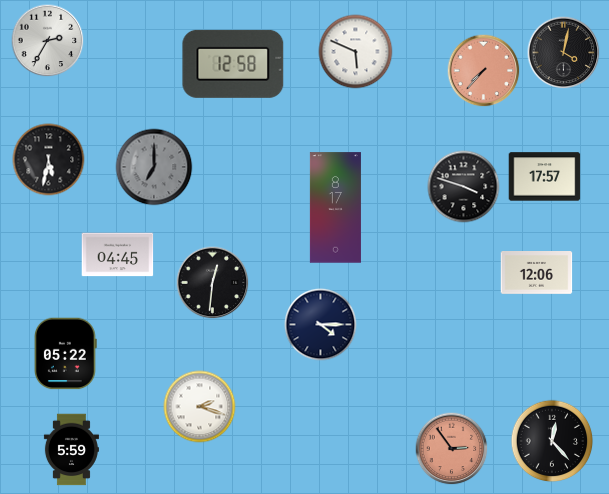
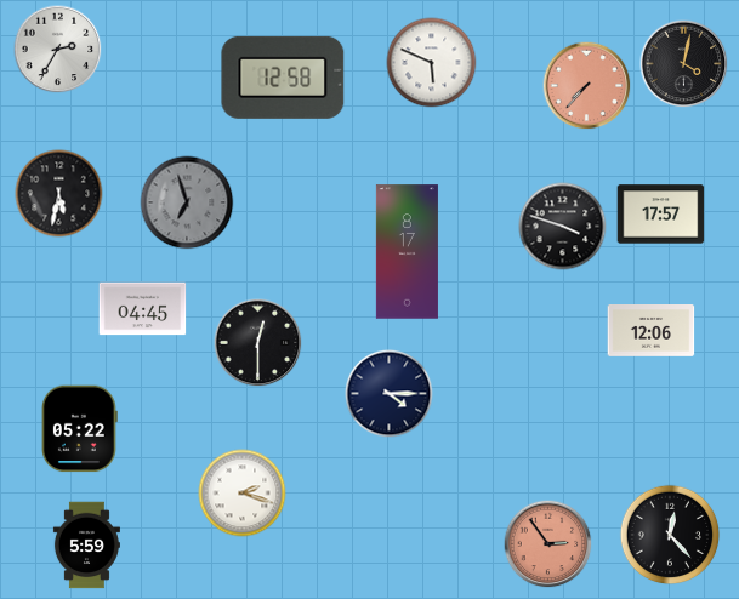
clock at (154, 167): 7:00 -> 6:57
clock at (213, 283): 12:31 -> 12:30
